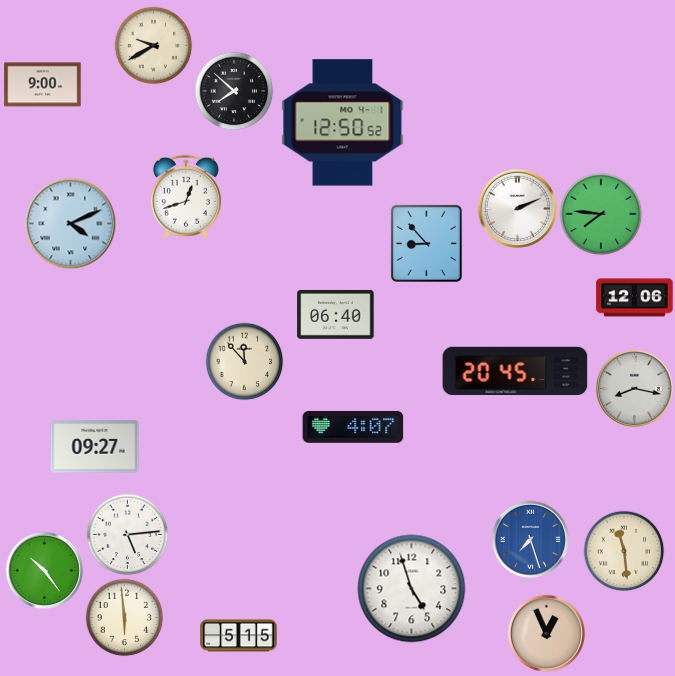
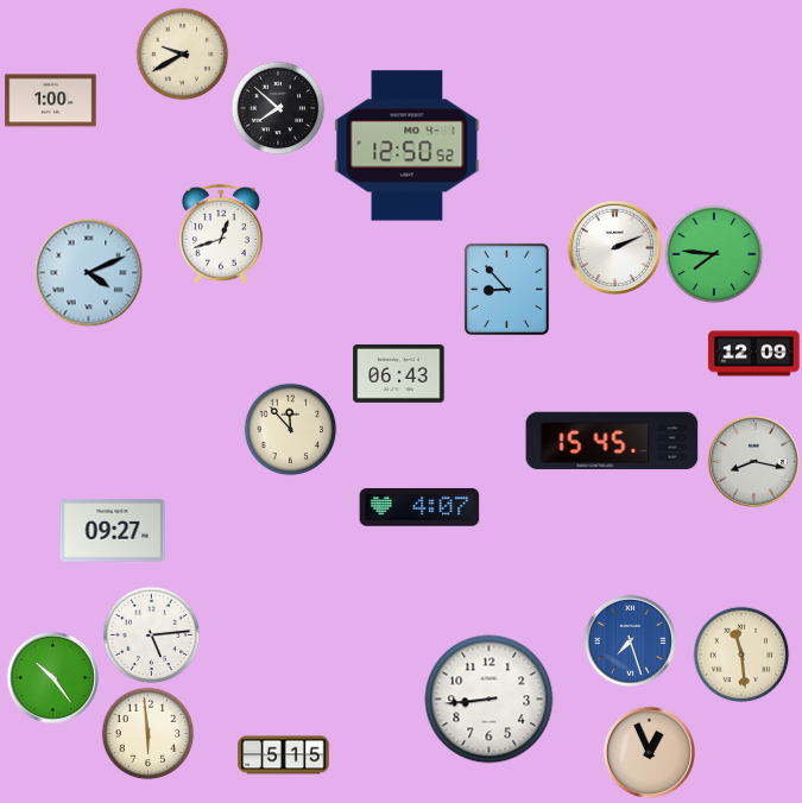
clock at (43, 85): 9:00 -> 1:00
clock at (70, 223) position: (70, 223) -> (88, 272)
clock at (635, 298): 12:06 -> 12:09
clock at (336, 314): 06:40 -> 06:43
clock at (515, 371): 20:45 -> 15:45
clock at (412, 589): 4:57 -> 8:44
